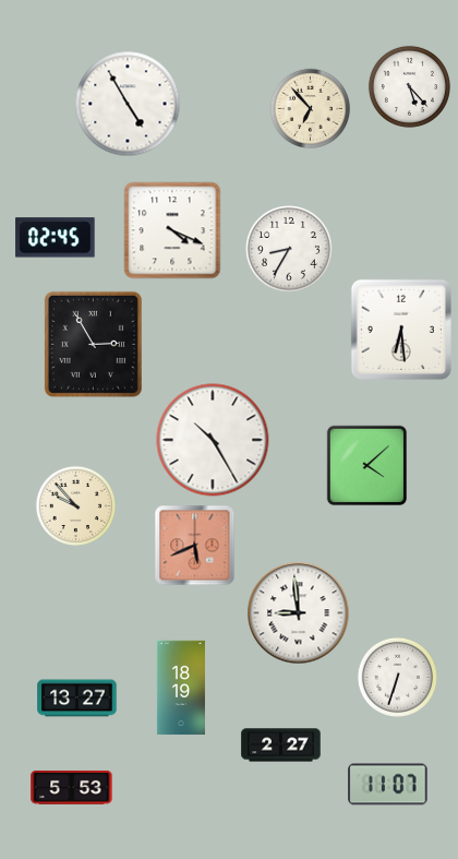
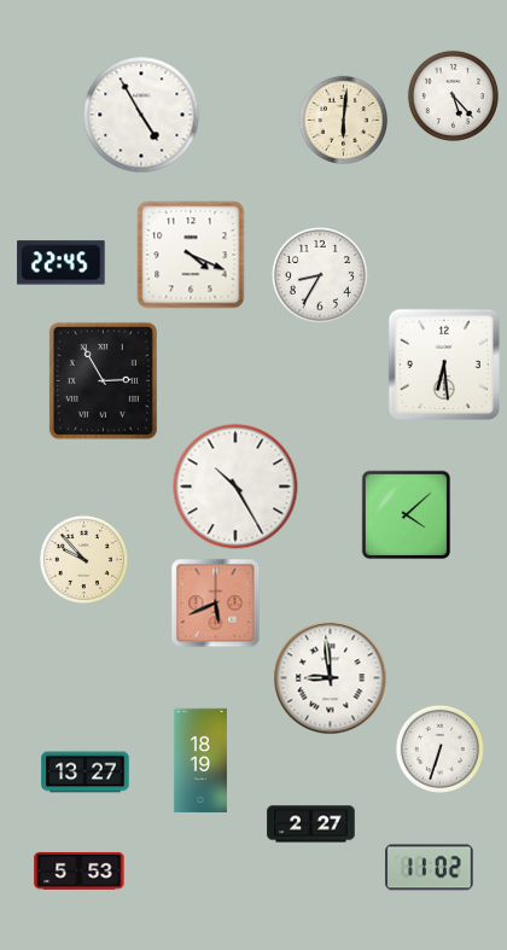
clock at (310, 108): 6:53 -> 6:01
clock at (56, 238): 02:45 -> 22:45
clock at (388, 785): 11:07 -> 11:02
